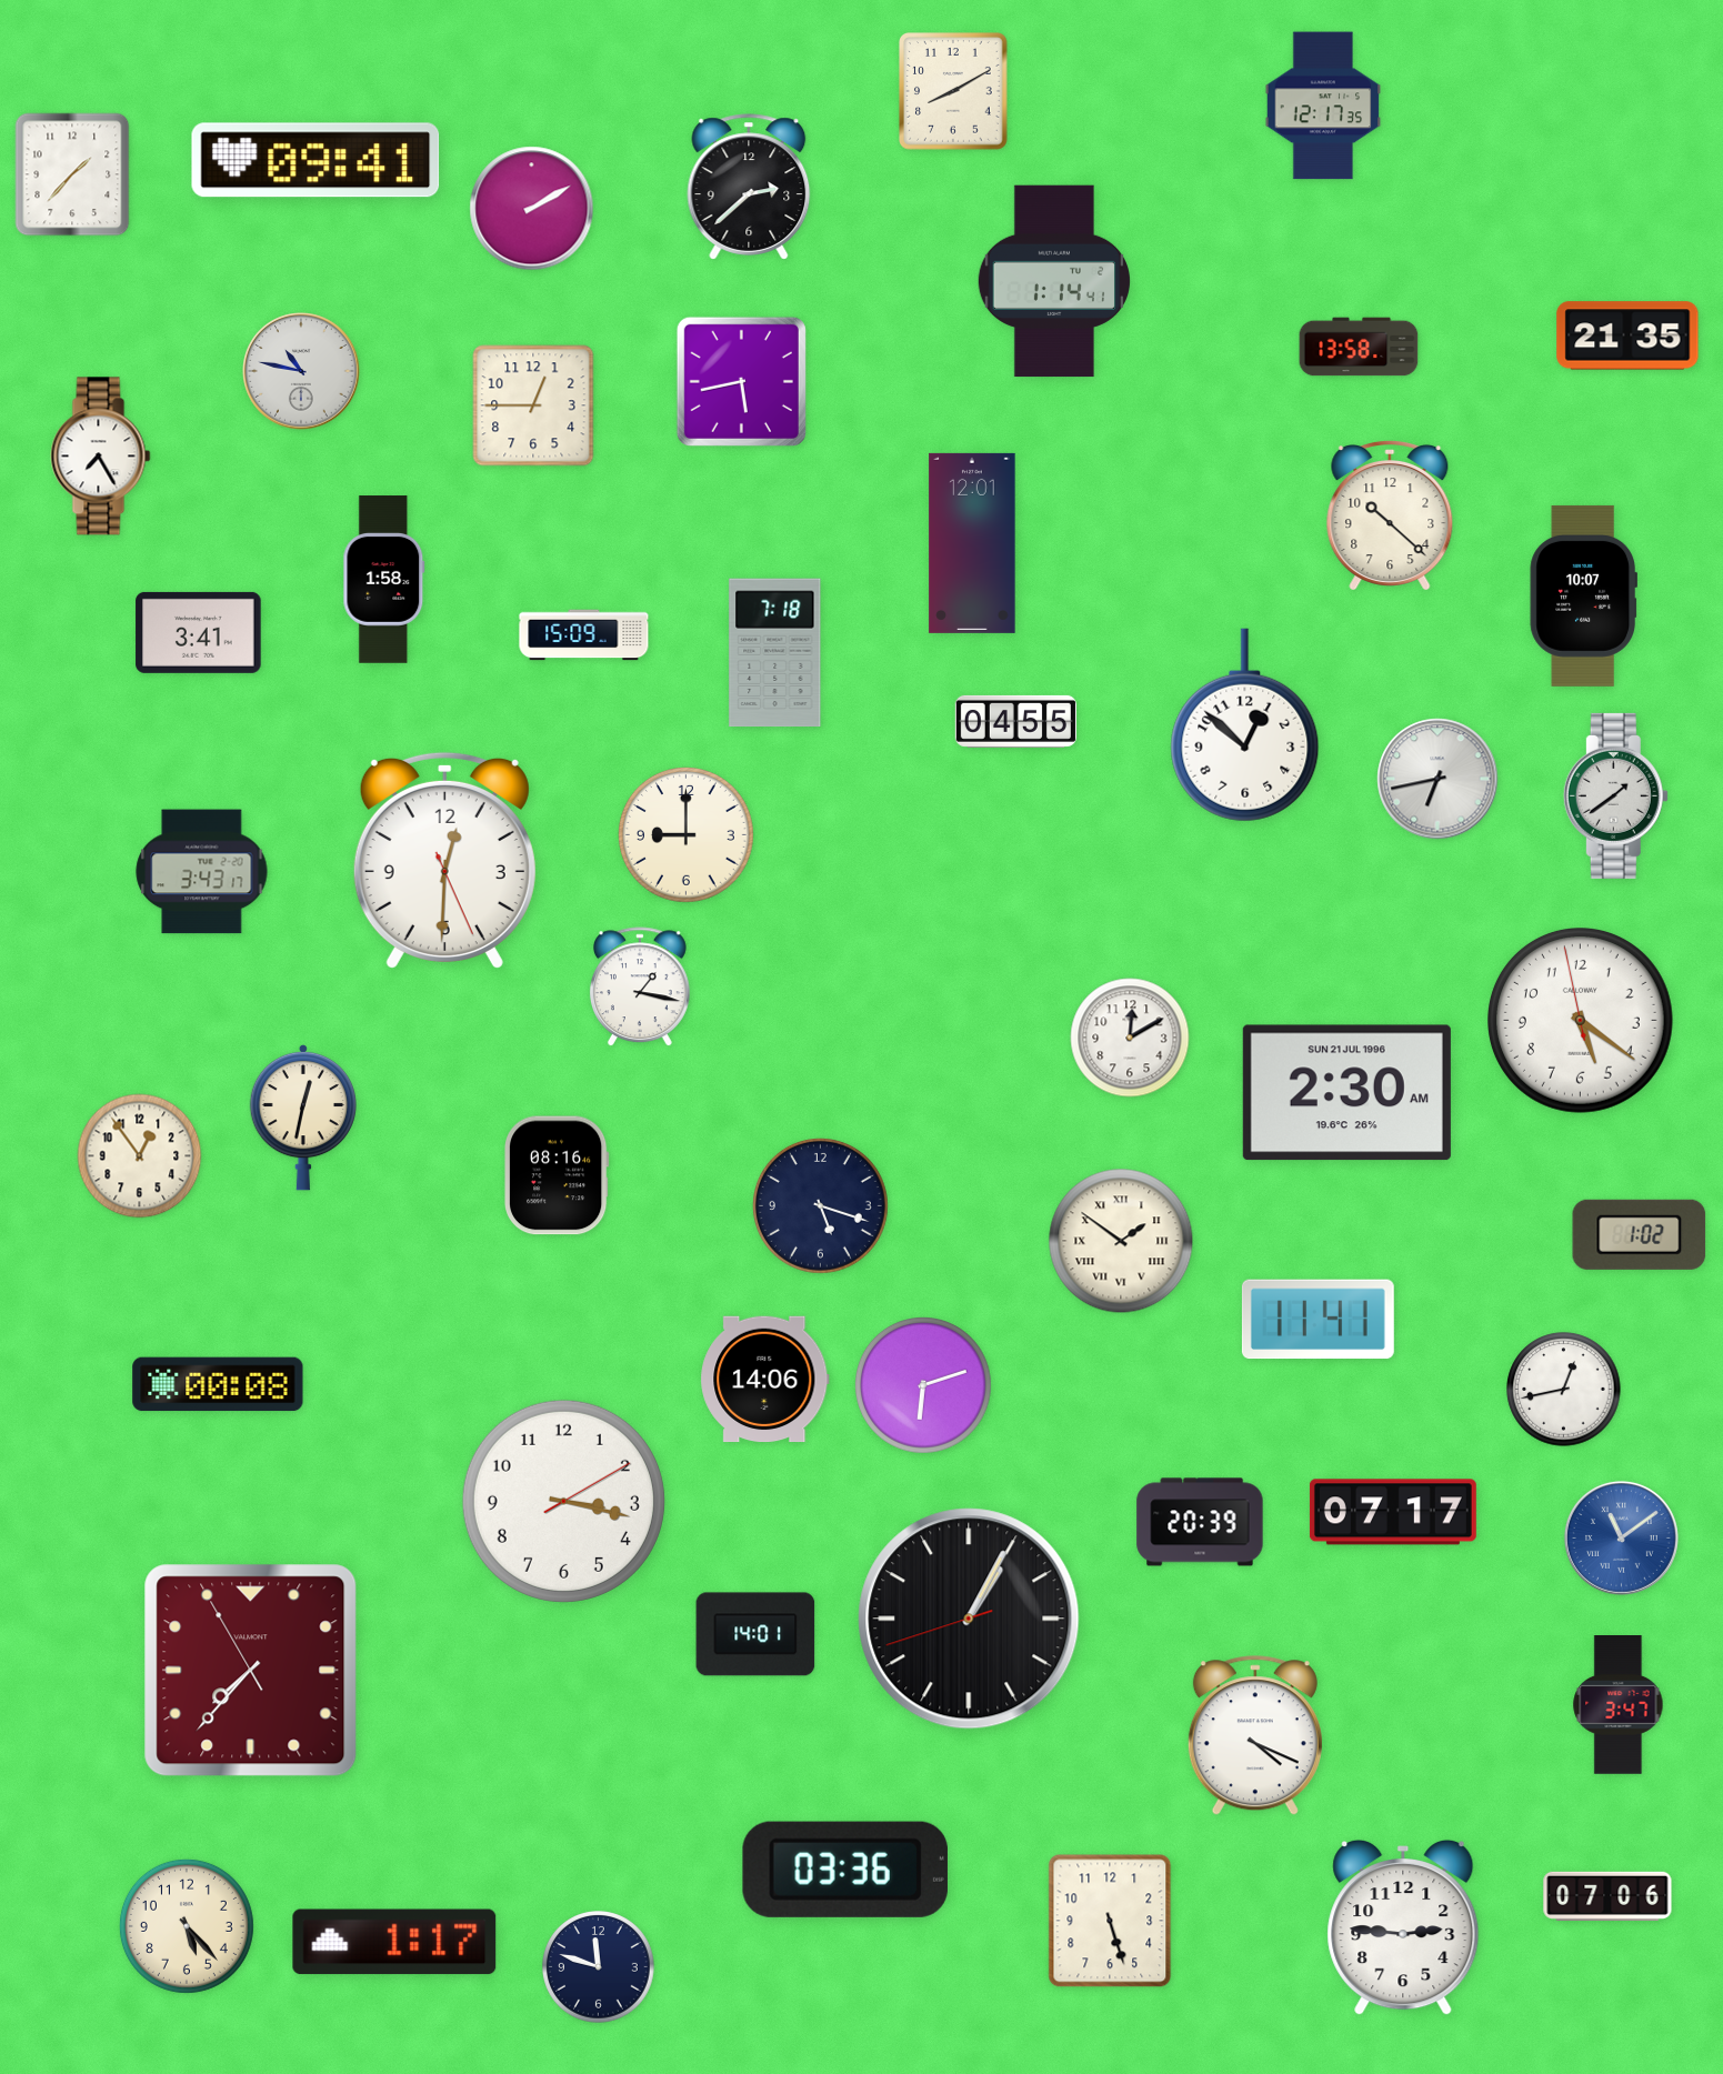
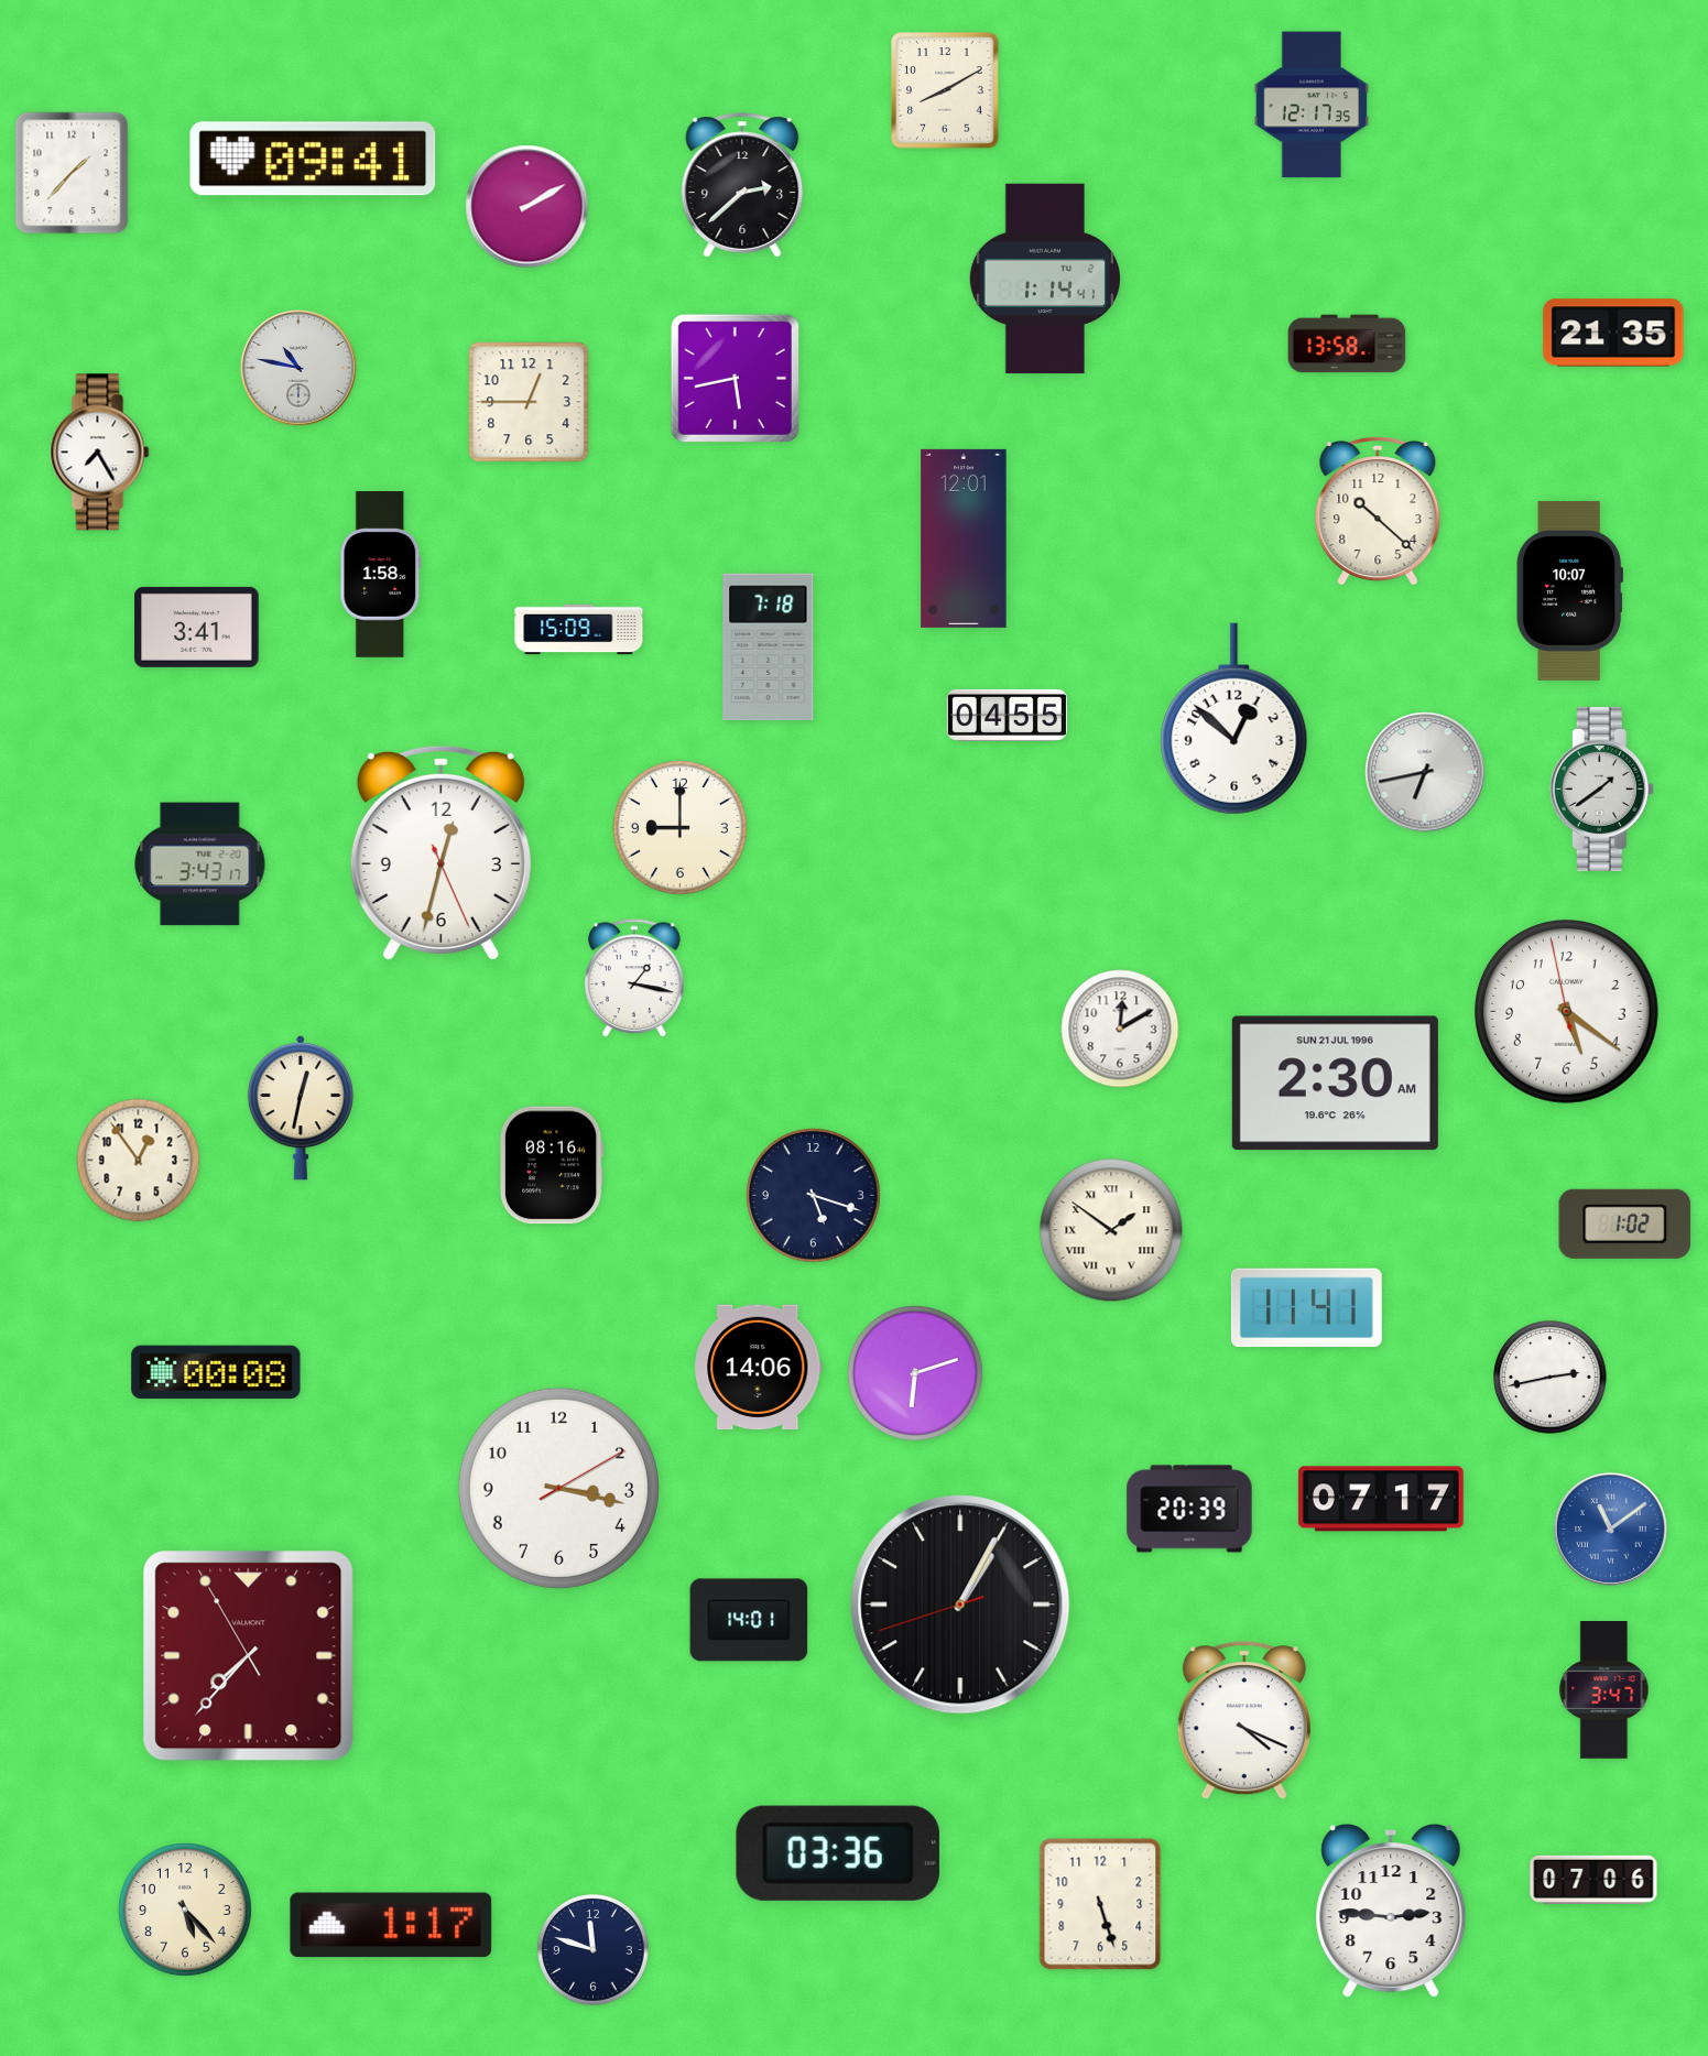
clock at (444, 860): 12:30 -> 12:32
clock at (140, 1156) position: (140, 1156) -> (139, 1161)
clock at (1564, 1390): 12:43 -> 2:43
clock at (1621, 1537) position: (1621, 1537) -> (1610, 1529)
